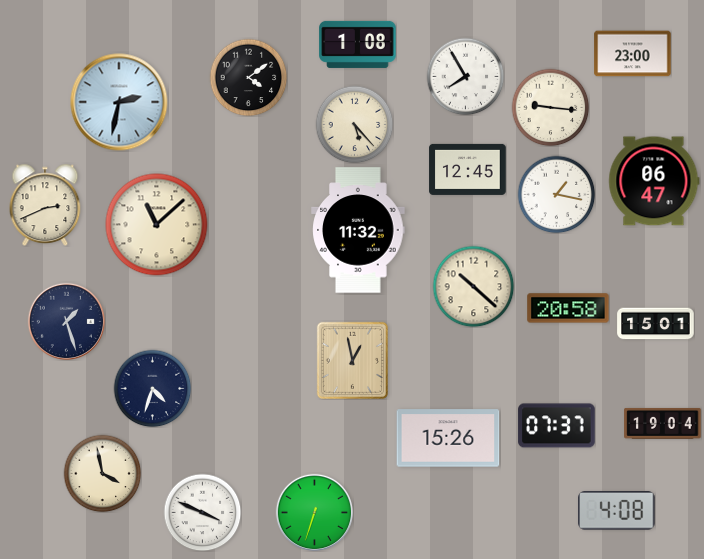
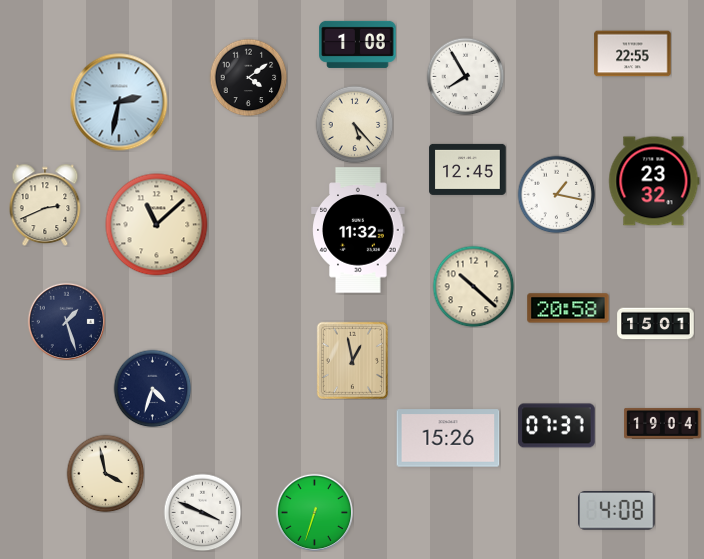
clock at (633, 54): 23:00 -> 22:55
clock at (550, 107): 9:16 -> none
clock at (654, 181): 06:47 -> 23:32
clock at (102, 473) position: (102, 473) -> (105, 473)
